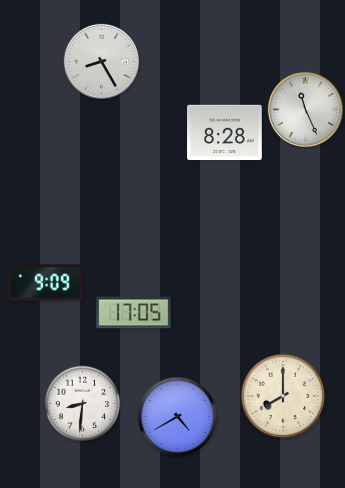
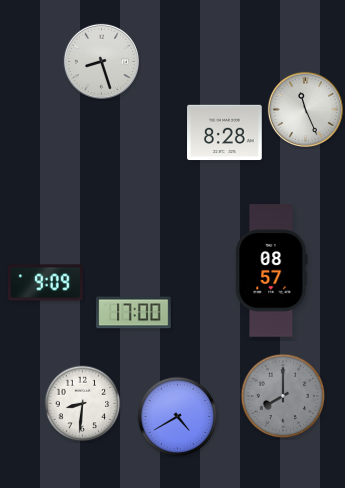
clock at (101, 61): 8:25 -> 8:27
clock at (272, 271): none -> 08:57
clock at (134, 313): 17:05 -> 17:00
clock at (283, 396) dial: cream -> grey
